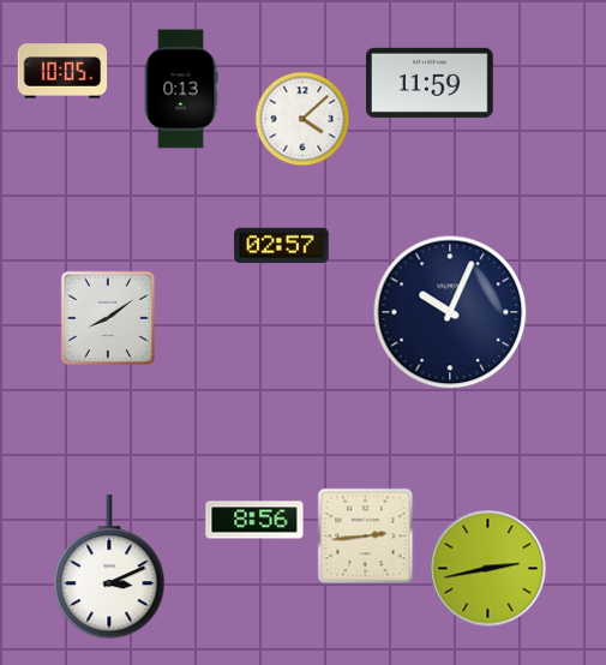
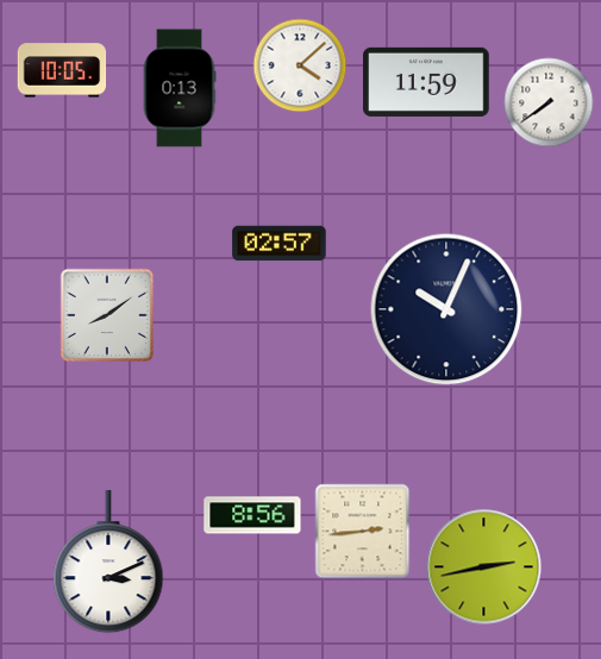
clock at (549, 102): none -> 7:39
clock at (302, 119) position: (302, 119) -> (300, 65)
clock at (488, 569) position: (488, 569) -> (484, 567)
